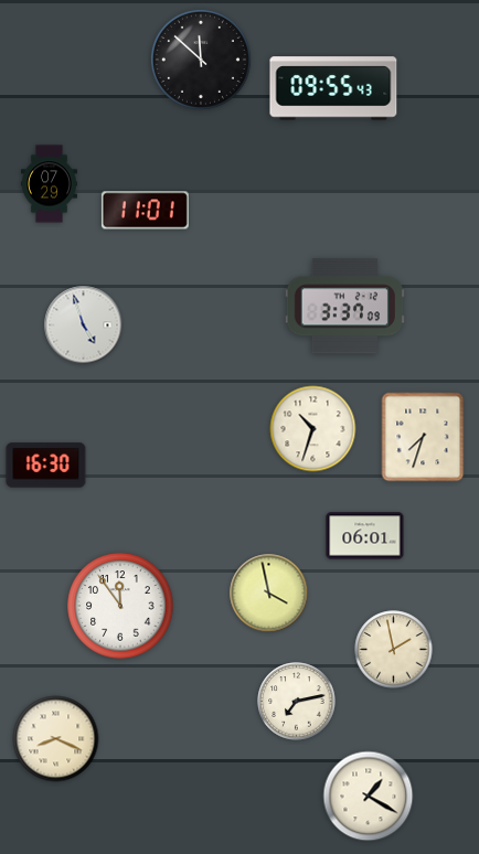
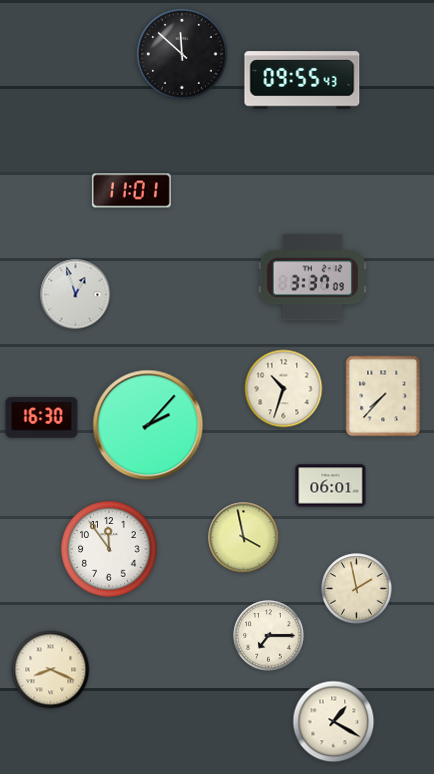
clock at (49, 184): 07:29 -> none
clock at (84, 325): 4:57 -> 12:57
clock at (423, 437): 7:33 -> 7:37
clock at (46, 466) position: (46, 466) -> (42, 418)
clock at (148, 425): none -> 2:07
clock at (297, 702): 7:13 -> 7:15
